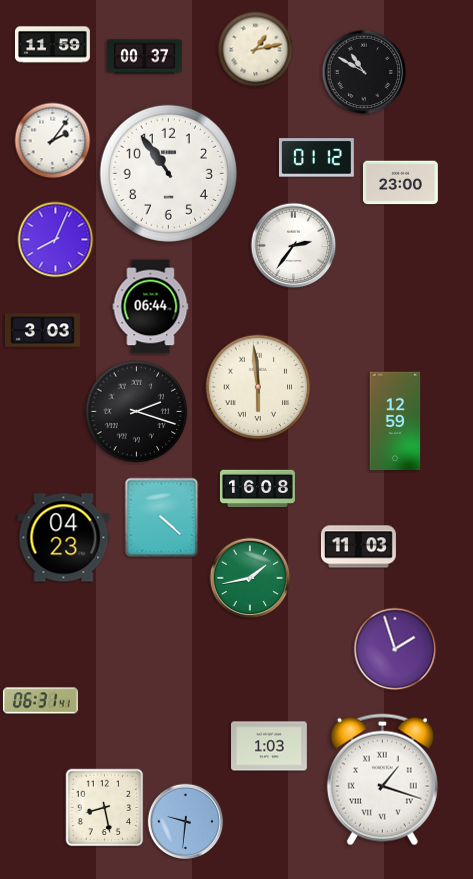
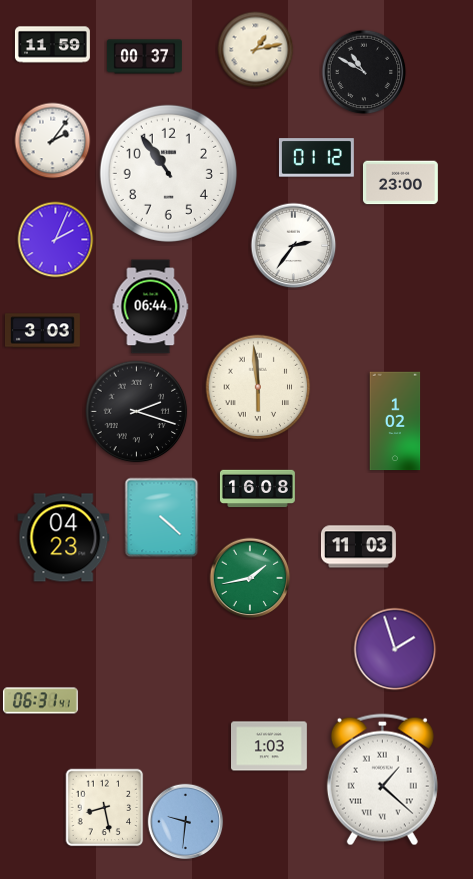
clock at (56, 240): 8:04 -> 2:04
clock at (395, 421): 12:59 -> 1:02
clock at (382, 780): 1:18 -> 1:22
